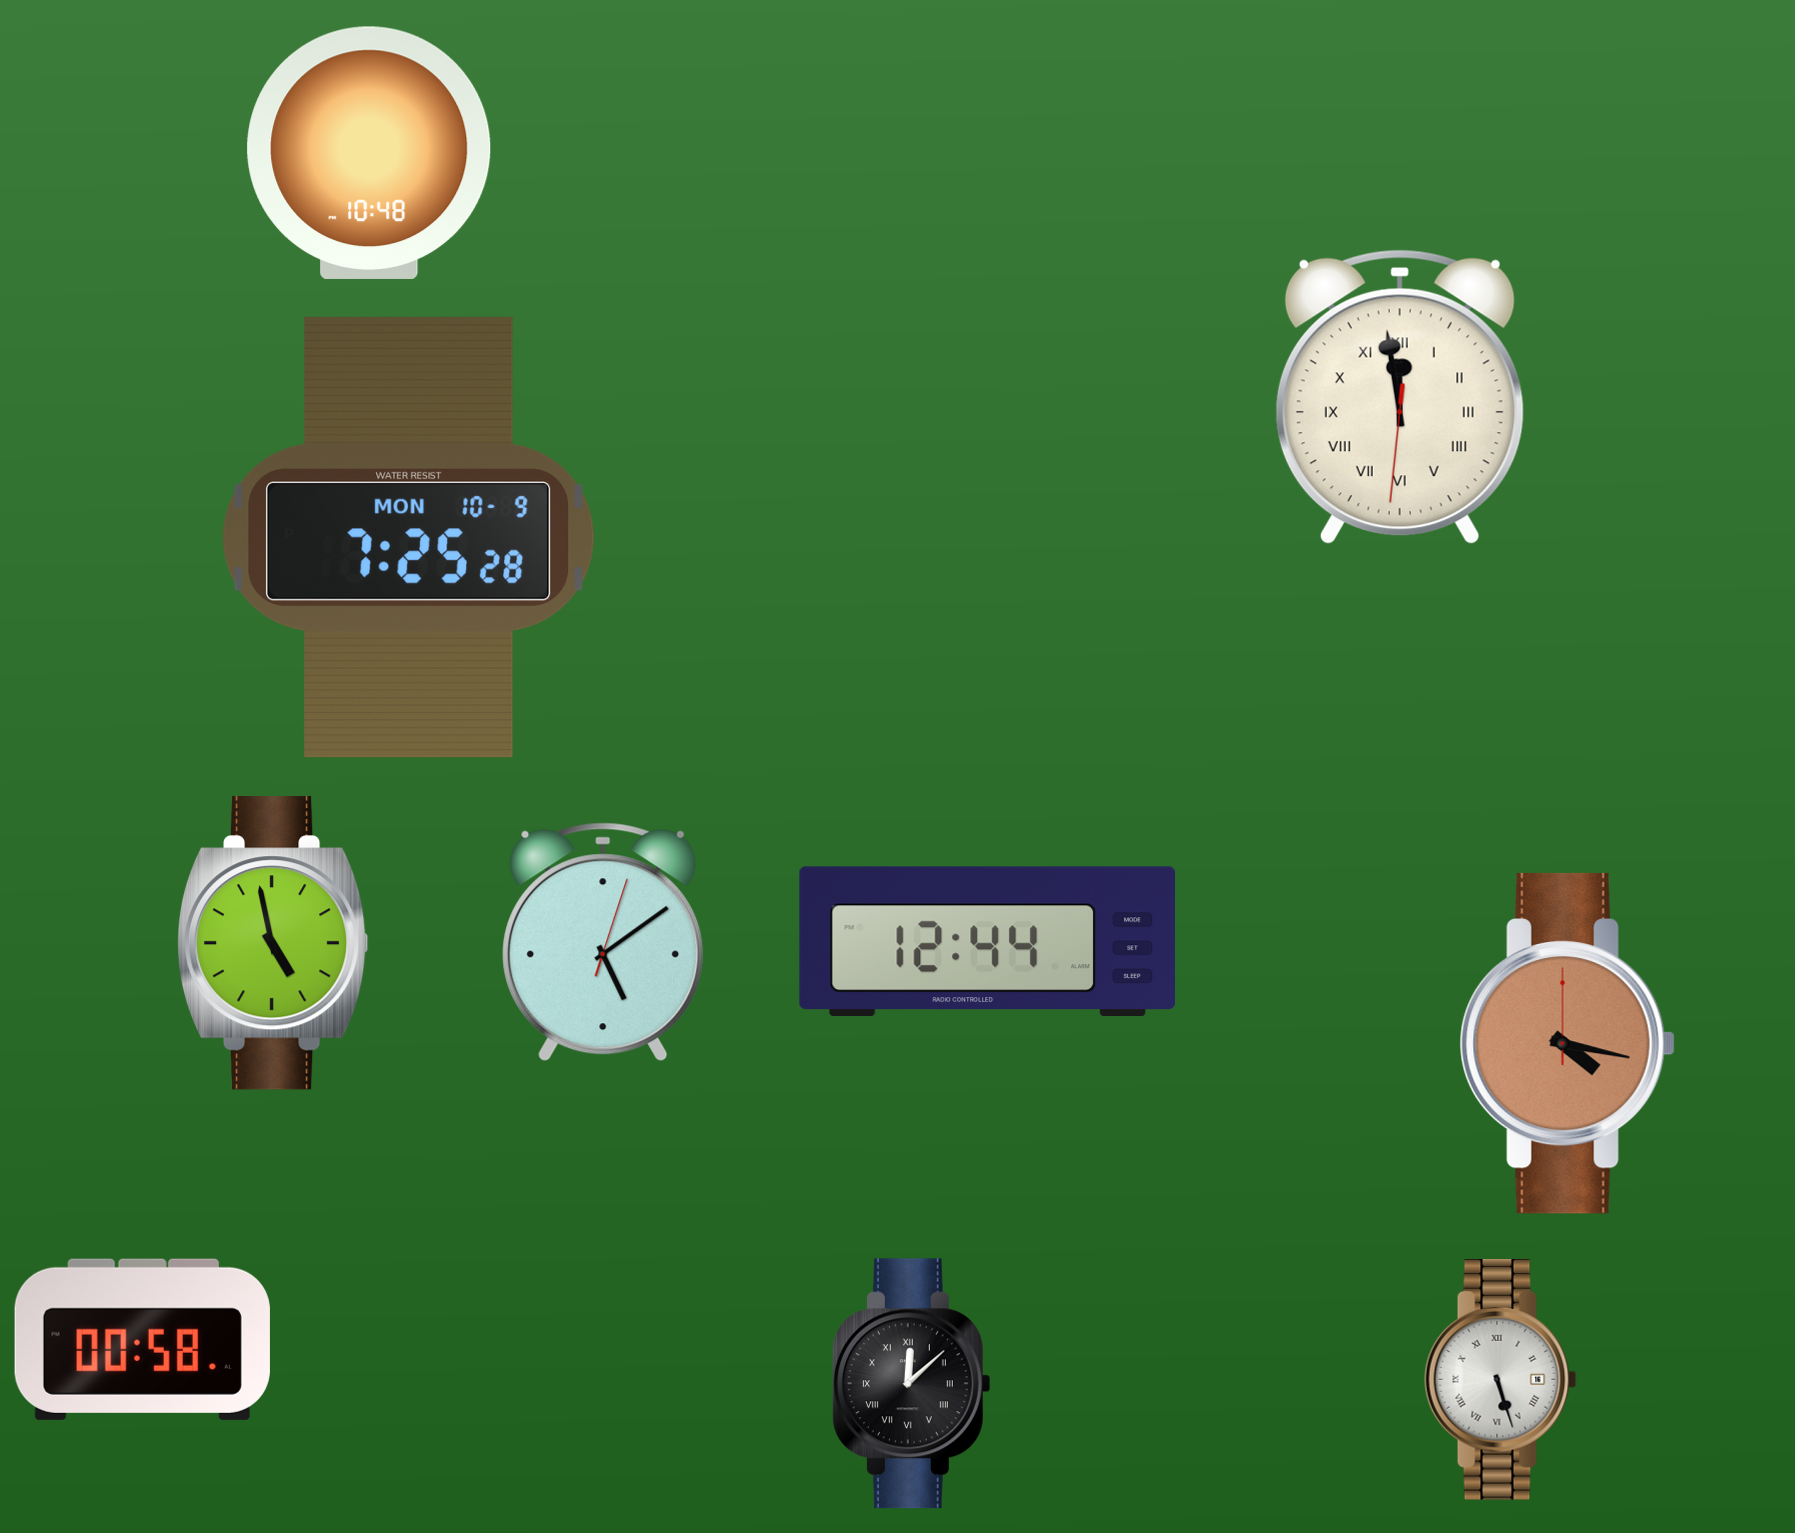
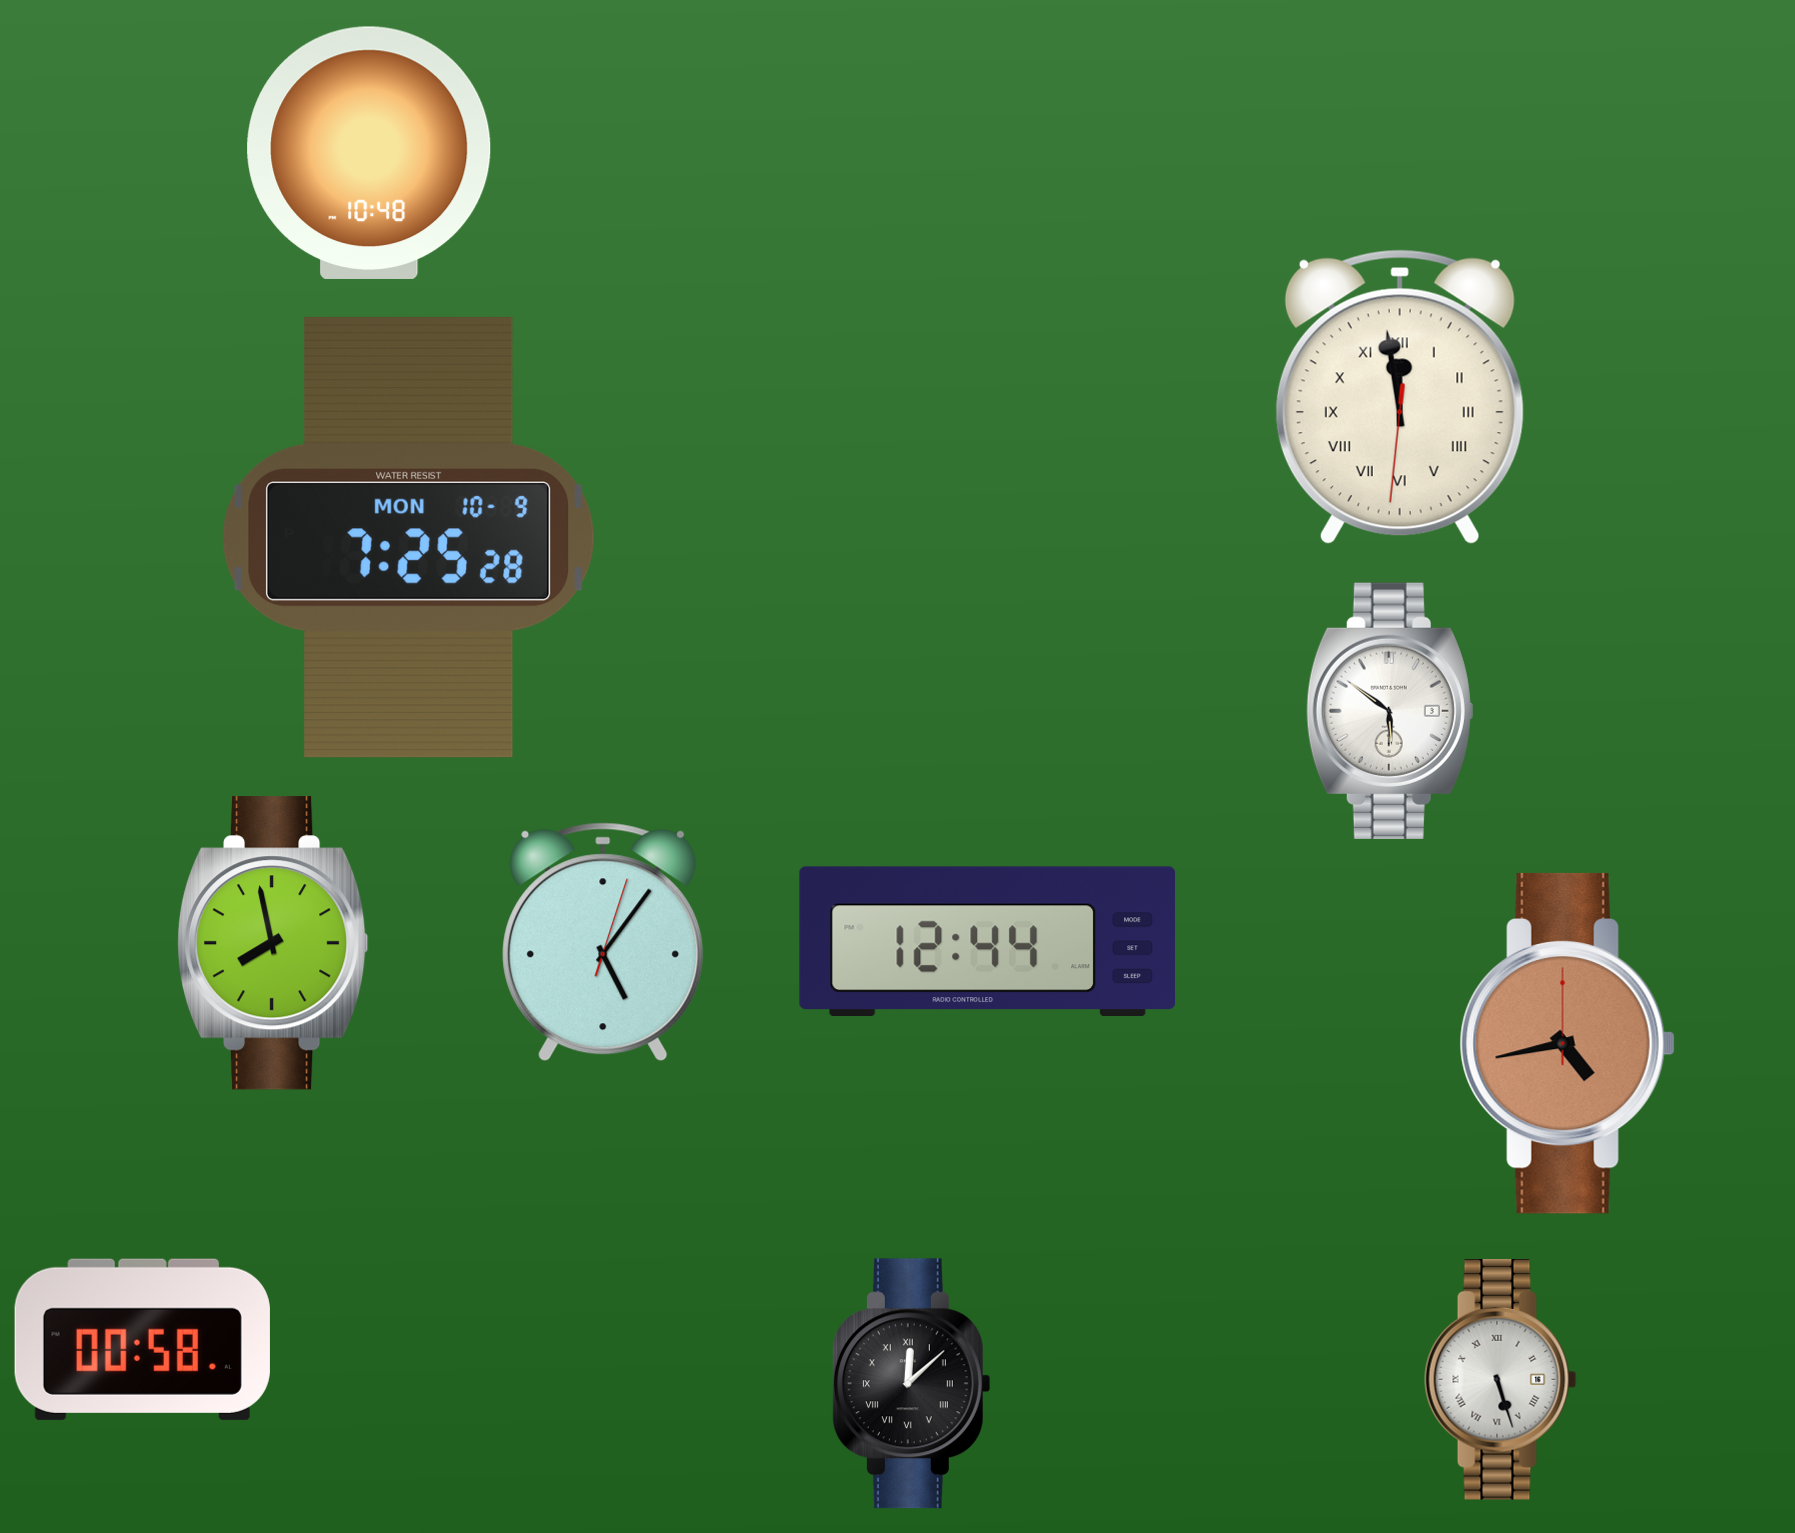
clock at (1390, 711): none -> 5:51
clock at (603, 942): 5:09 -> 5:06
clock at (273, 943): 4:58 -> 7:58
clock at (1567, 1043): 4:17 -> 4:43
